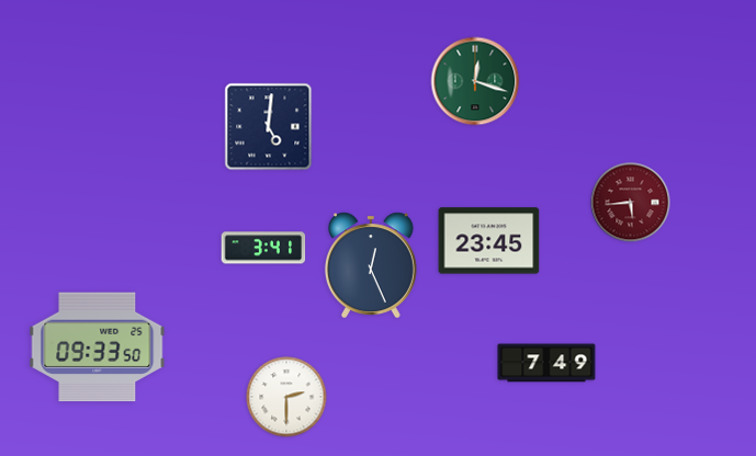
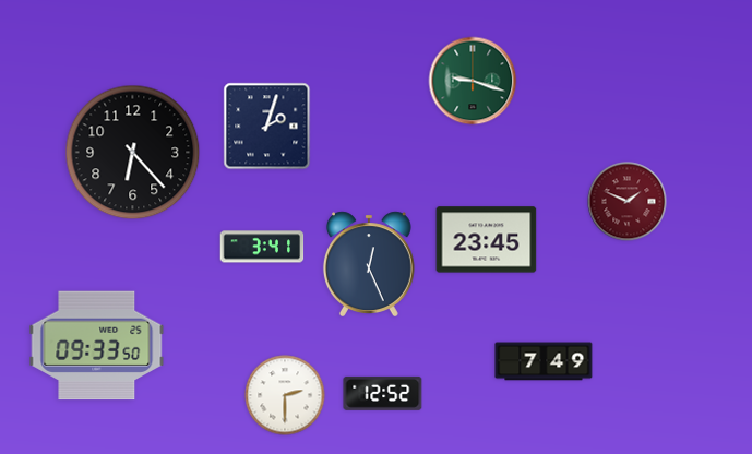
clock at (475, 81): 12:18 -> 9:18
clock at (269, 127): 5:01 -> 2:03
clock at (133, 153): none -> 6:23
clock at (631, 203): 5:44 -> 1:49
clock at (383, 393): none -> 12:52
